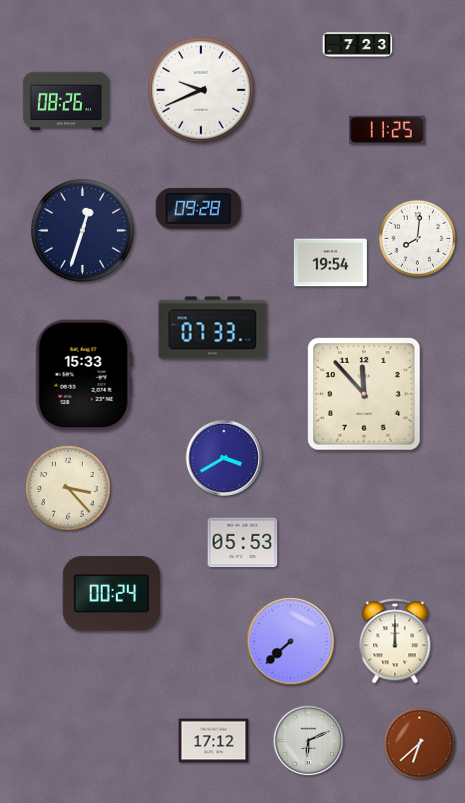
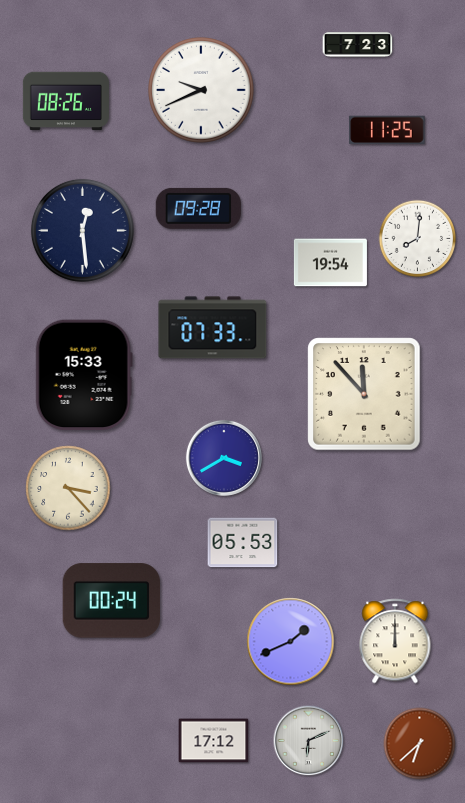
clock at (82, 230): 12:33 -> 12:29
clock at (112, 594) position: (112, 594) -> (112, 601)
clock at (291, 642): 7:38 -> 1:41
